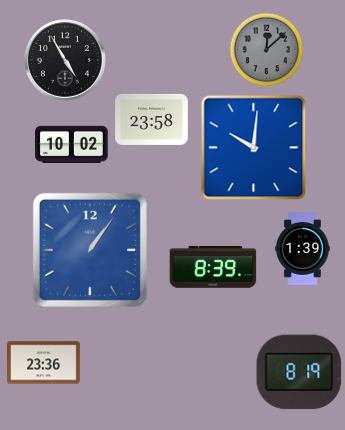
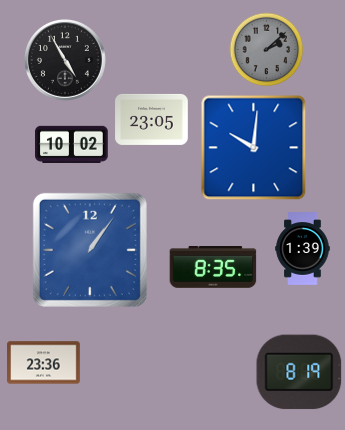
clock at (267, 50): 12:08 -> 2:08
clock at (152, 119): 23:58 -> 23:05
clock at (213, 268): 8:39 -> 8:35
